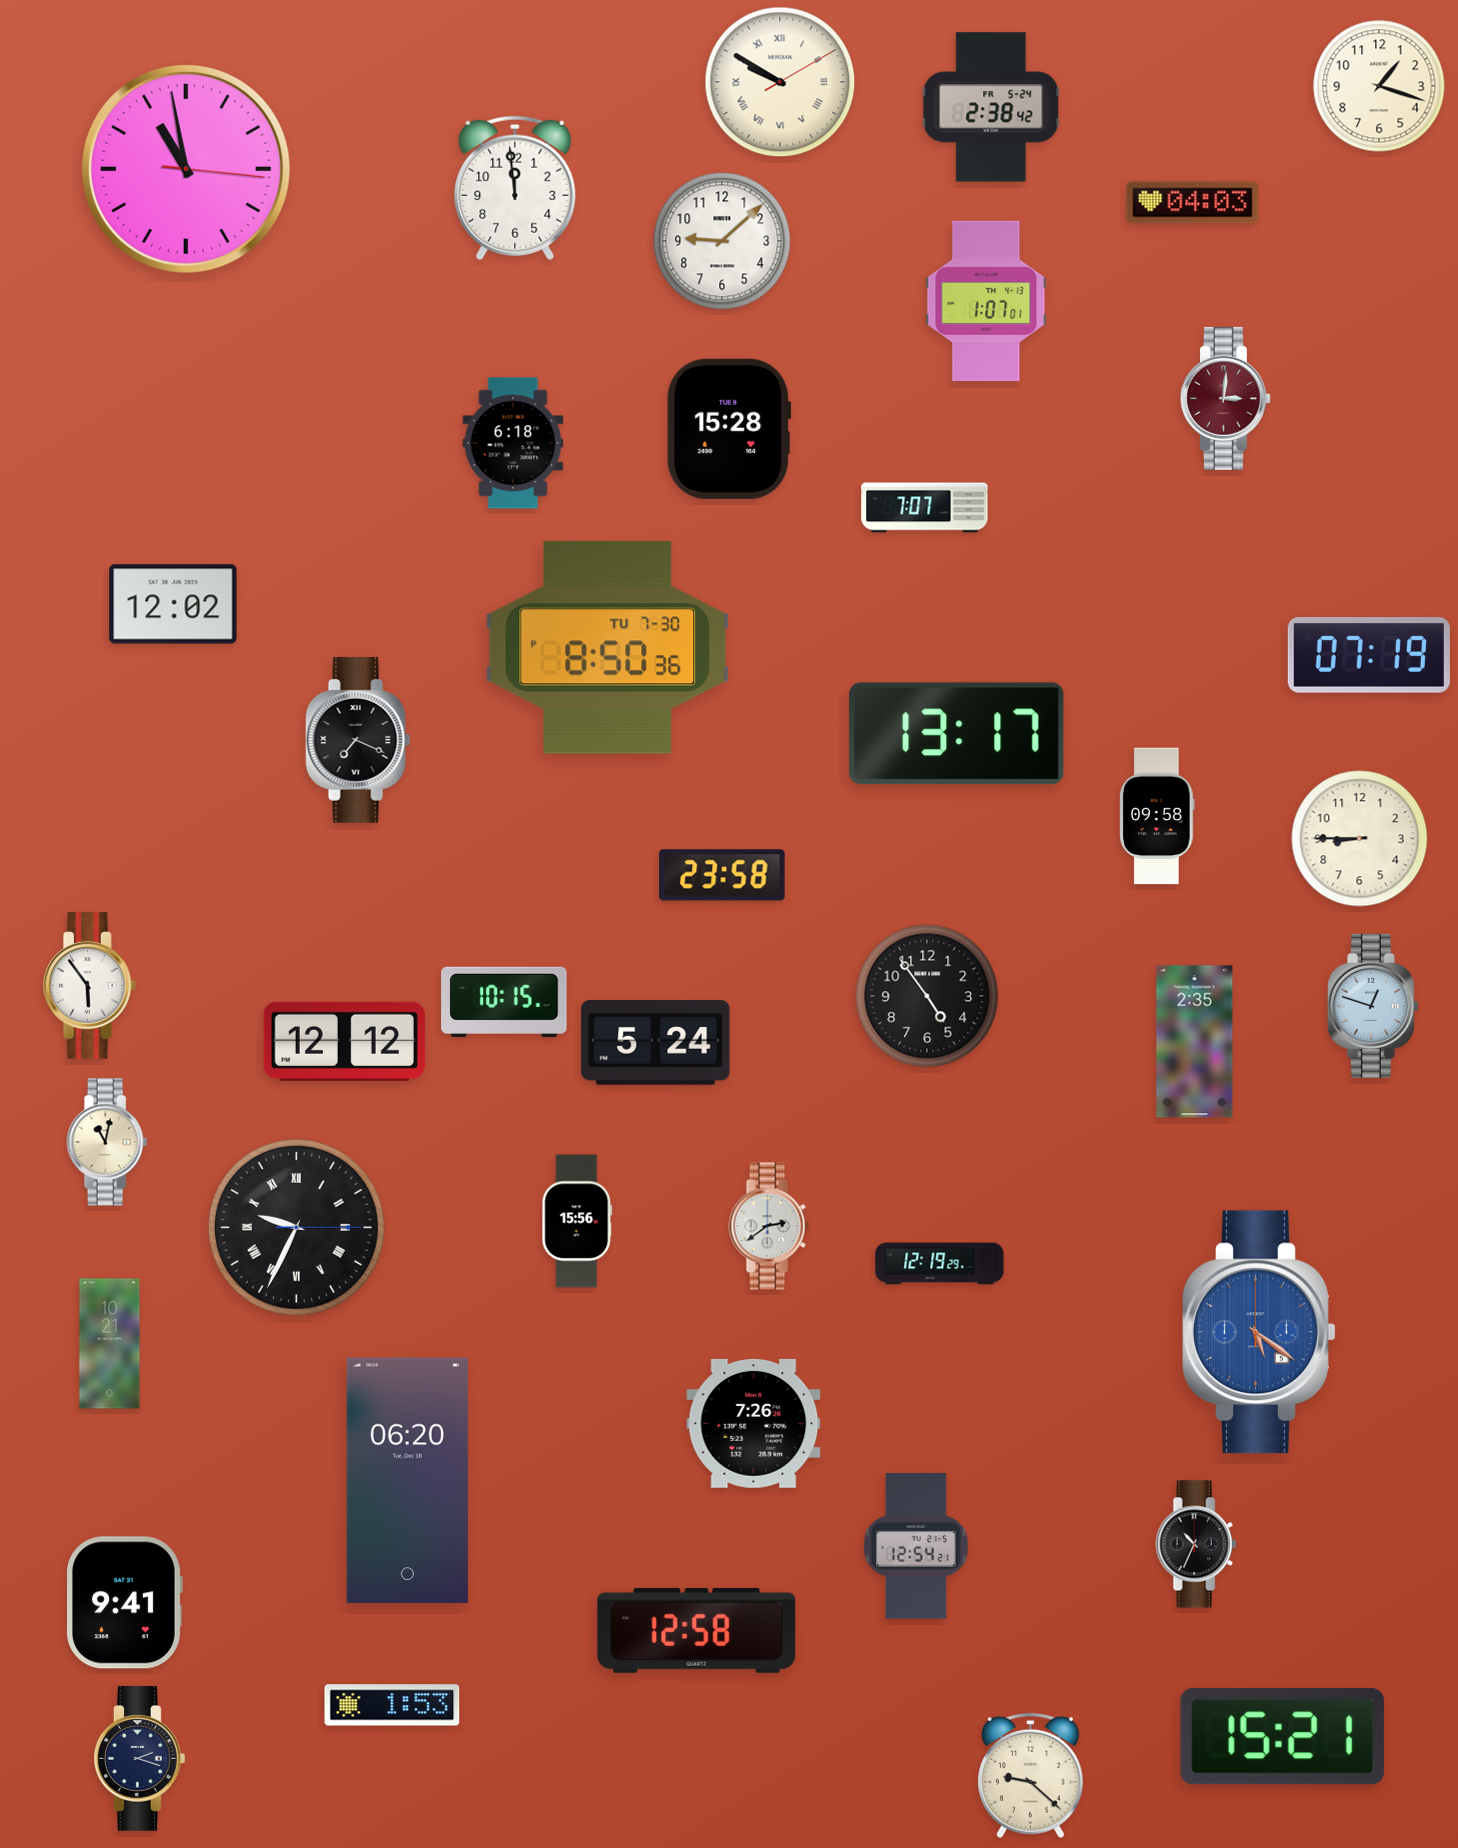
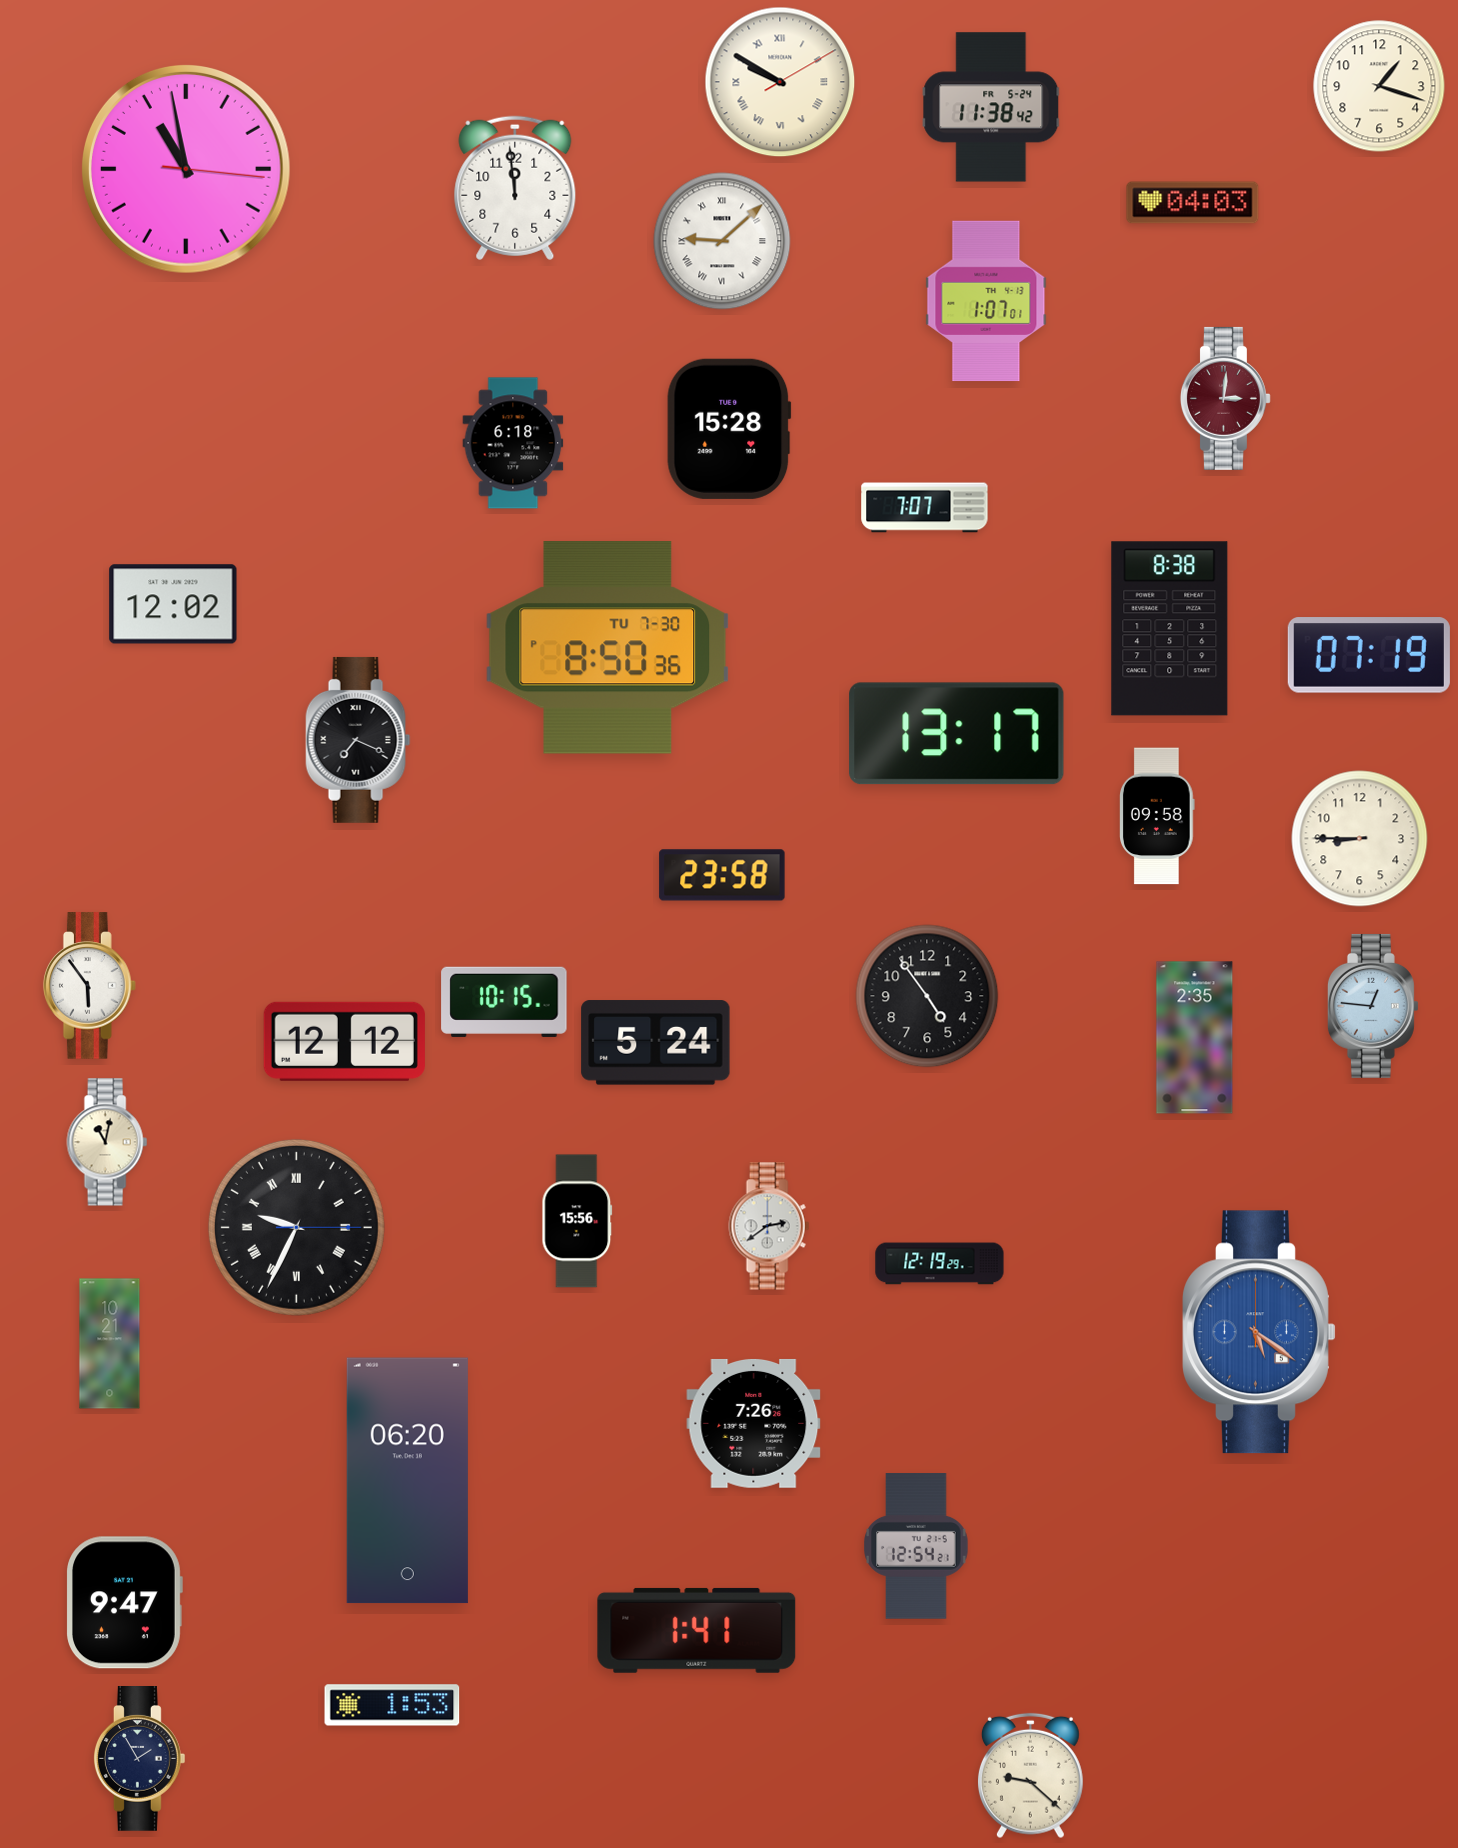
clock at (991, 107): 2:38 -> 11:38
clock at (722, 241) numerals: Arabic -> Roman
clock at (1170, 629): none -> 8:38
clock at (1373, 1006): 12:48 -> 12:46
clock at (1195, 1042) position: (1195, 1042) -> (1195, 1038)
clock at (1196, 1544): 10:34 -> none
clock at (124, 1603): 9:41 -> 9:47
clock at (697, 1630): 12:58 -> 1:41
clock at (1282, 1737): 15:21 -> none
clock at (139, 1759): 2:18 -> 1:55
